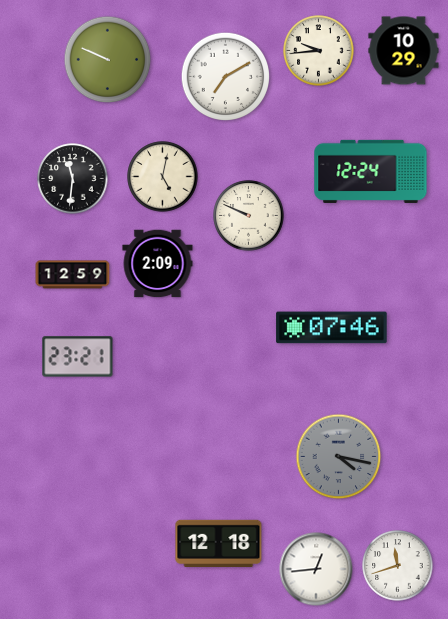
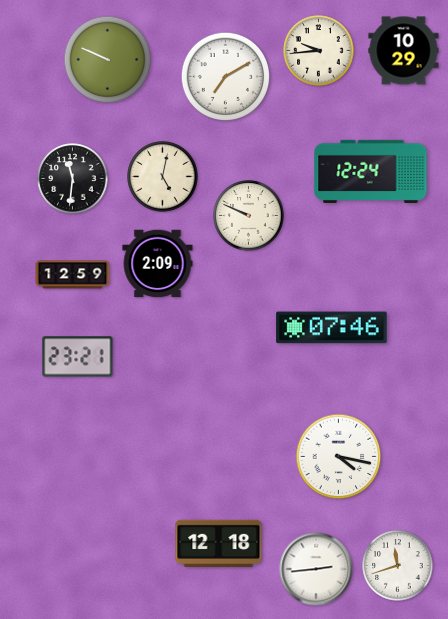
clock at (339, 457) dial: grey -> white
clock at (316, 569): 12:44 -> 2:44
